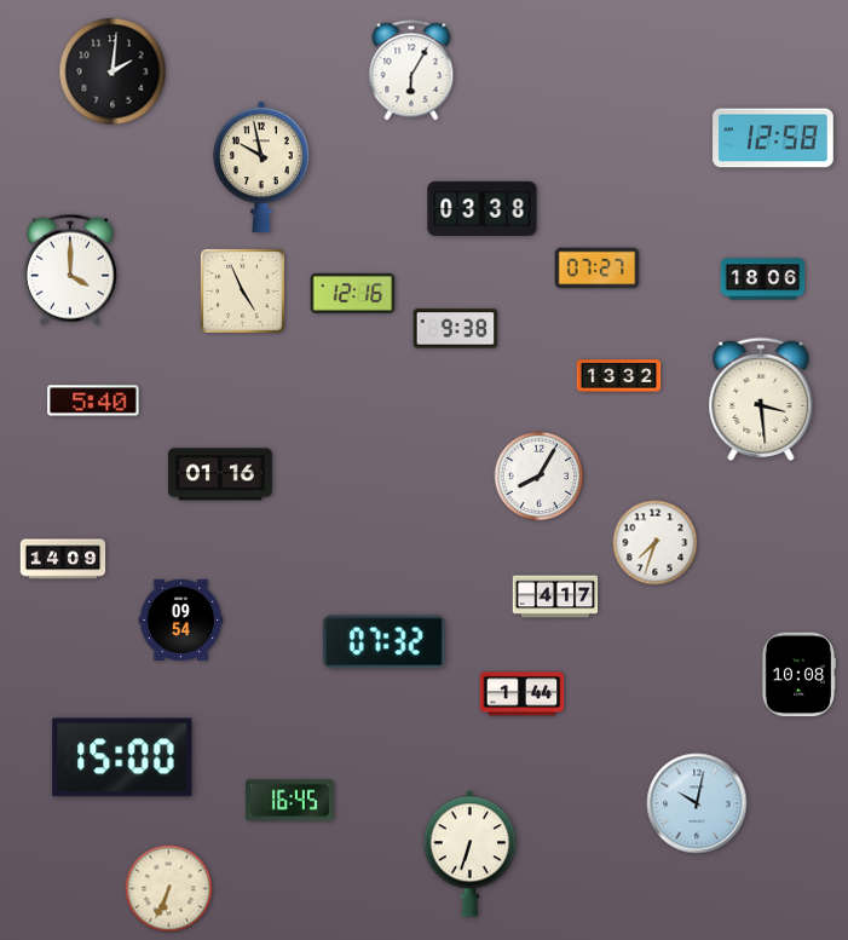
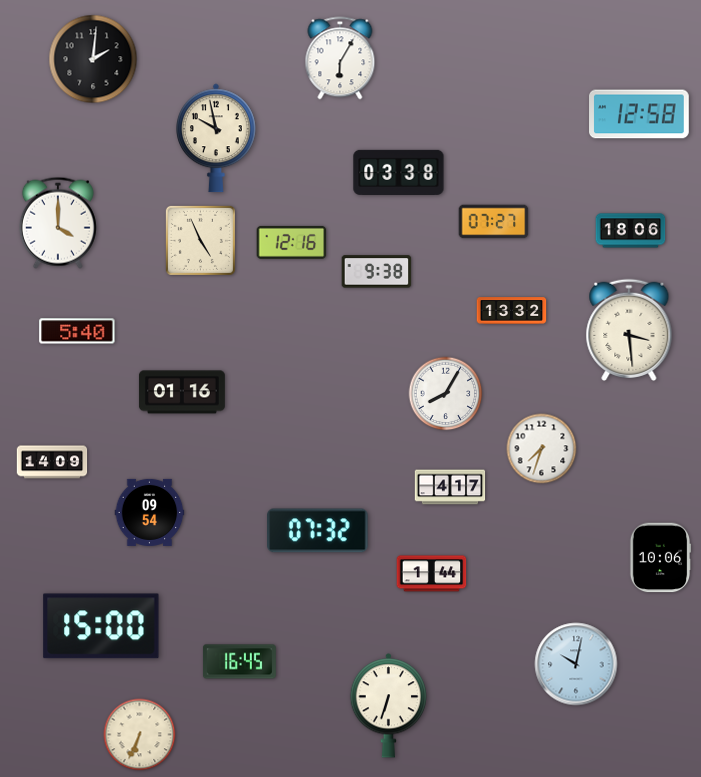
clock at (555, 596) position: (555, 596) -> (450, 487)
clock at (798, 675): 10:08 -> 10:06
